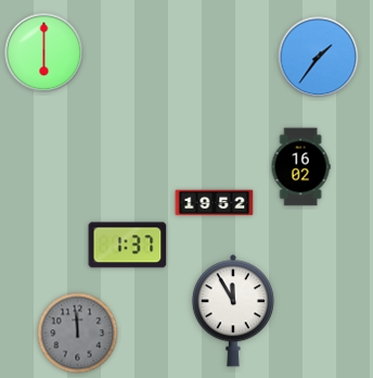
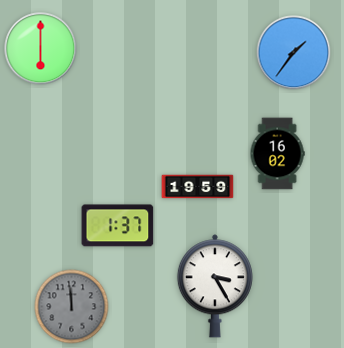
clock at (215, 203): 19:52 -> 19:59
clock at (233, 311): 11:55 -> 3:25
